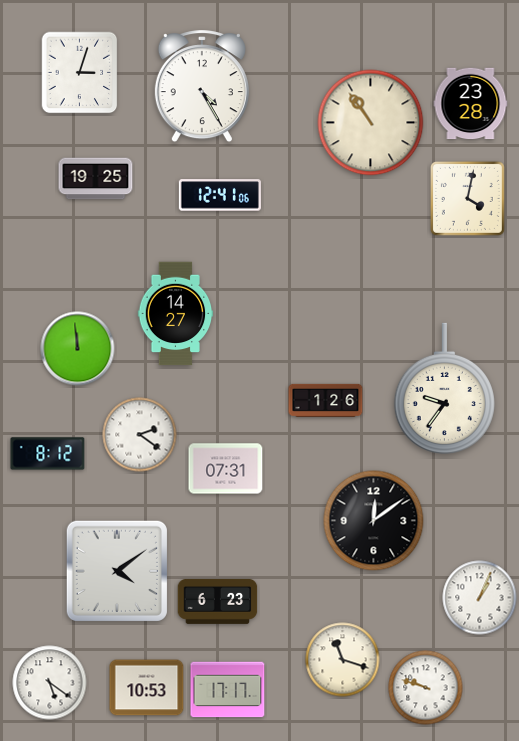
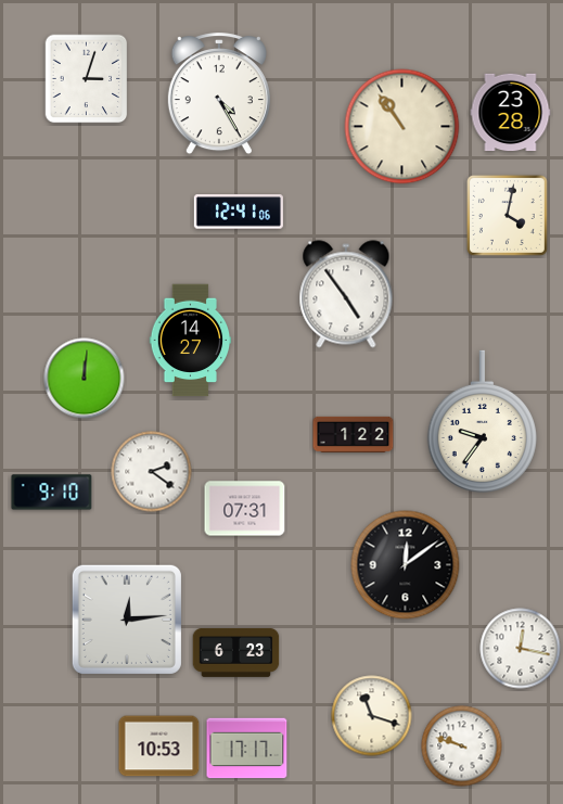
clock at (371, 123) position: (371, 123) -> (402, 127)
clock at (96, 179): 19:25 -> none
clock at (346, 294): none -> 4:54
clock at (78, 349): 11:59 -> 12:01
clock at (326, 400): 1:26 -> 1:22
clock at (48, 454): 8:12 -> 9:10
clock at (117, 571): 4:09 -> 12:14
clock at (480, 598): 1:04 -> 12:17
clock at (50, 683): 5:21 -> none
